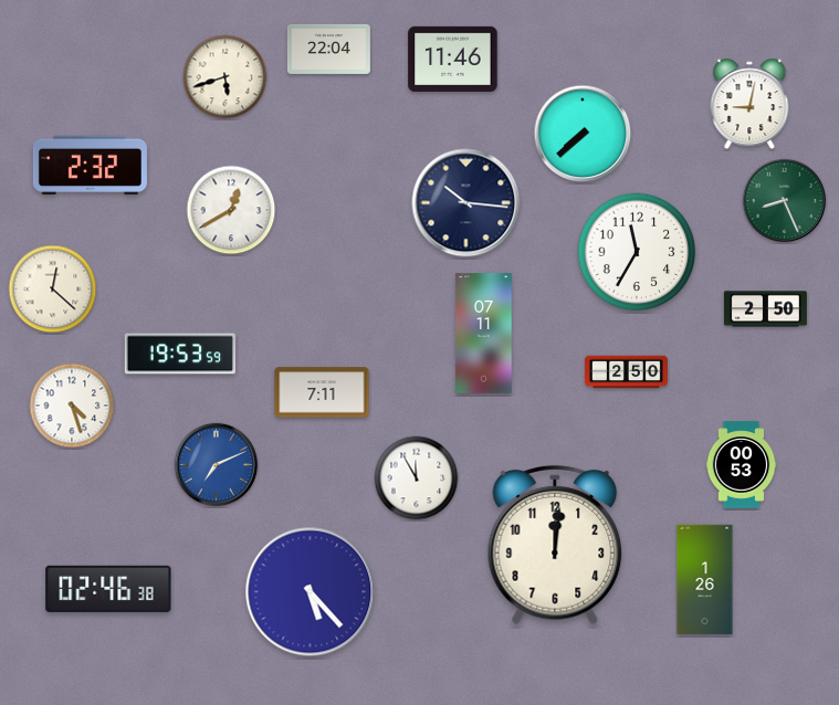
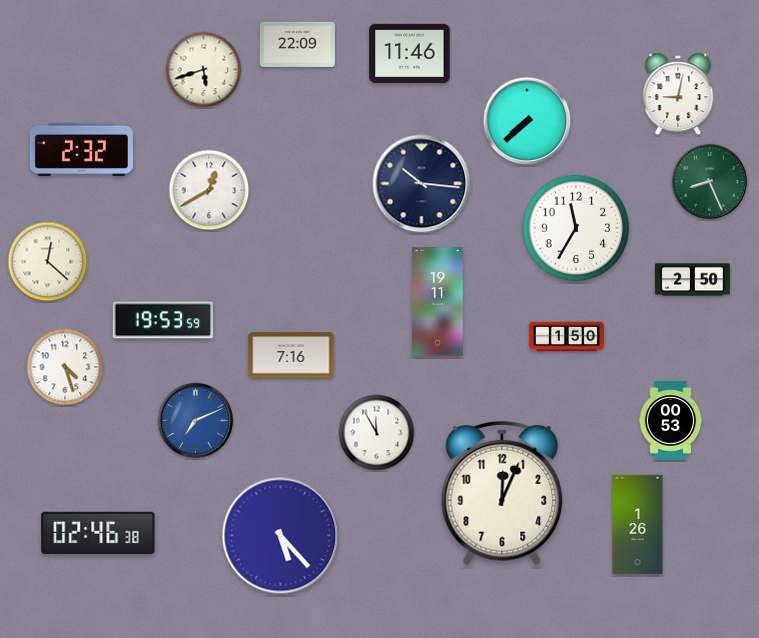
clock at (328, 49): 22:04 -> 22:09
clock at (484, 334): 07:11 -> 19:11
clock at (626, 372): 2:50 -> 1:50
clock at (322, 392): 7:11 -> 7:16
clock at (555, 545): 12:01 -> 12:04
